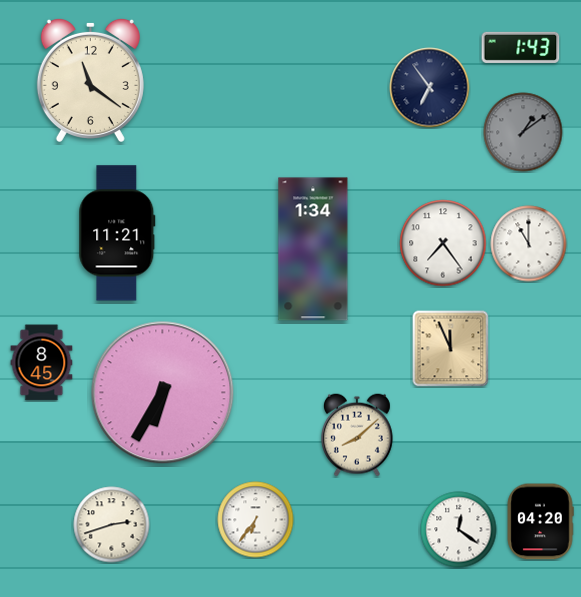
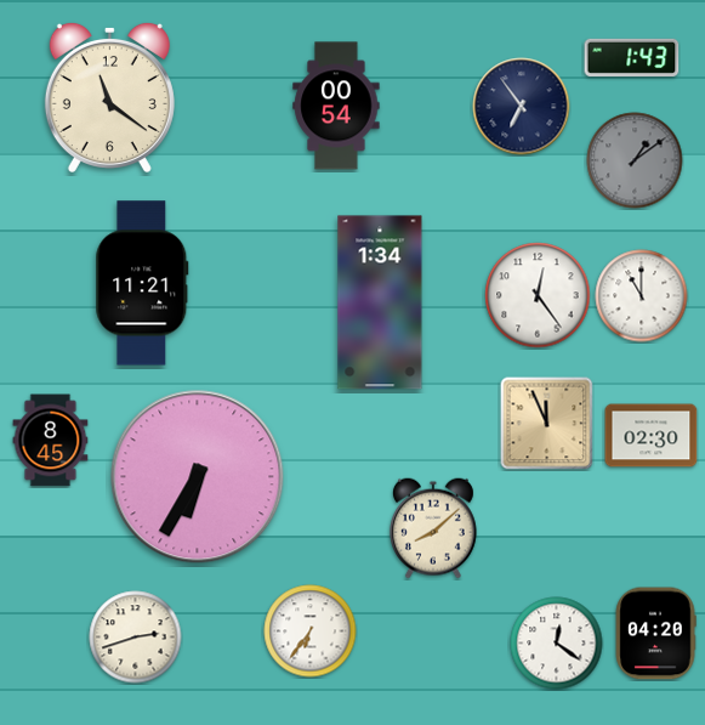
clock at (336, 106): none -> 00:54
clock at (443, 243): 7:24 -> 12:24
clock at (652, 436): none -> 02:30
